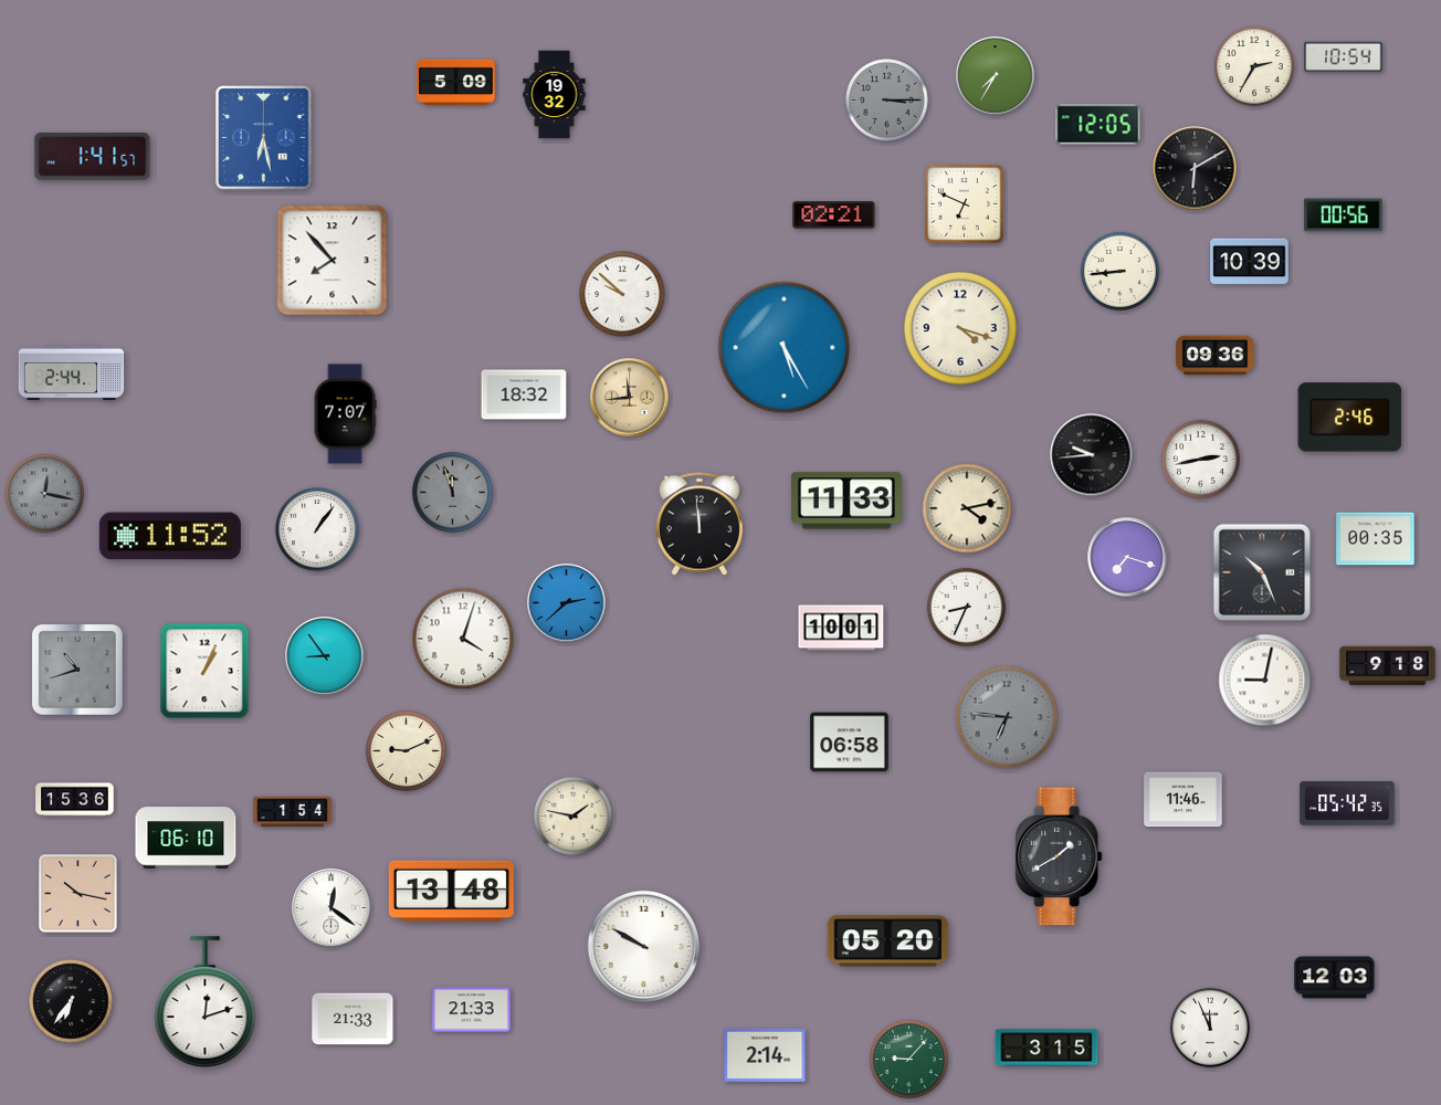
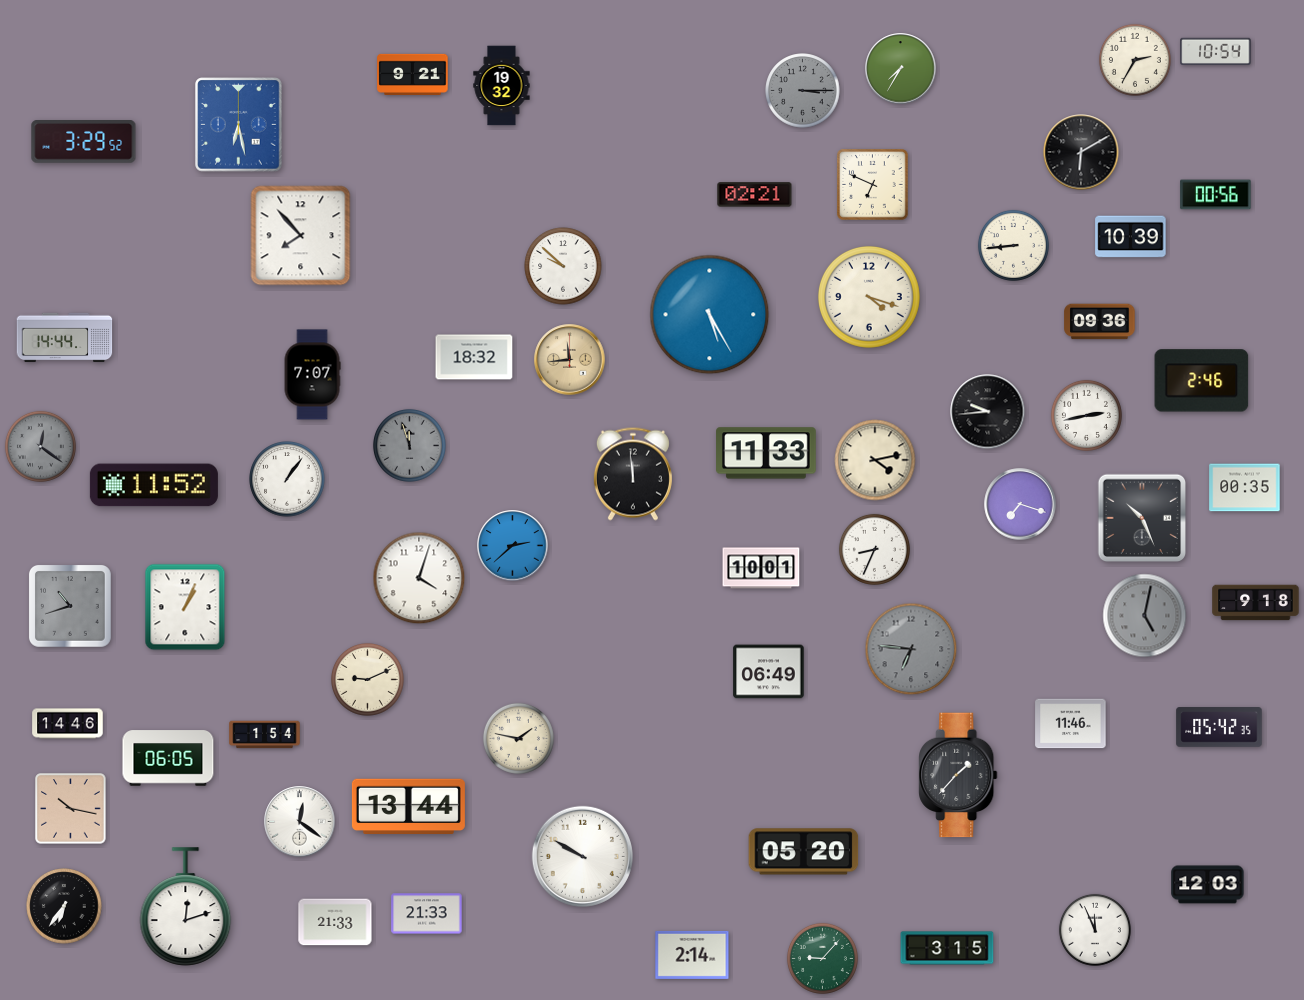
clock at (456, 82): 5:09 -> 9:21
clock at (1098, 125): 12:05 -> none
clock at (93, 157): 1:41 -> 3:29
clock at (72, 373): 2:44 -> 14:44
clock at (1350, 418) position: (1350, 418) -> (1202, 381)
clock at (44, 493): 12:17 -> 12:21
clock at (325, 656): 8:54 -> none
clock at (1265, 681): 9:02 -> 5:02
clock at (1265, 681) dial: white -> grey
clock at (850, 743): 06:58 -> 06:49
clock at (75, 800): 15:36 -> 14:46
clock at (186, 838): 06:10 -> 06:05
clock at (1059, 856): 1:40 -> 1:37
clock at (451, 891): 13:48 -> 13:44
clock at (353, 1019) position: (353, 1019) -> (335, 922)
